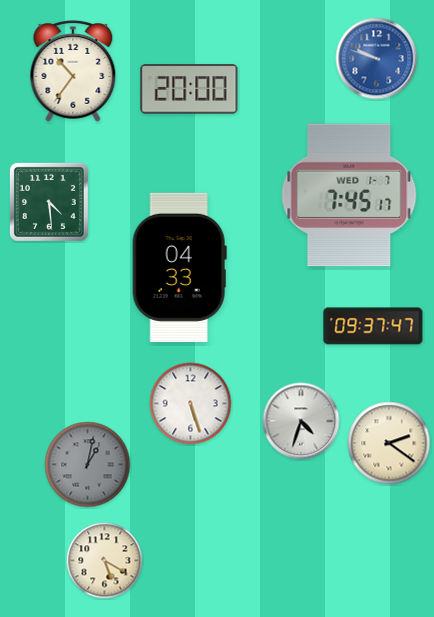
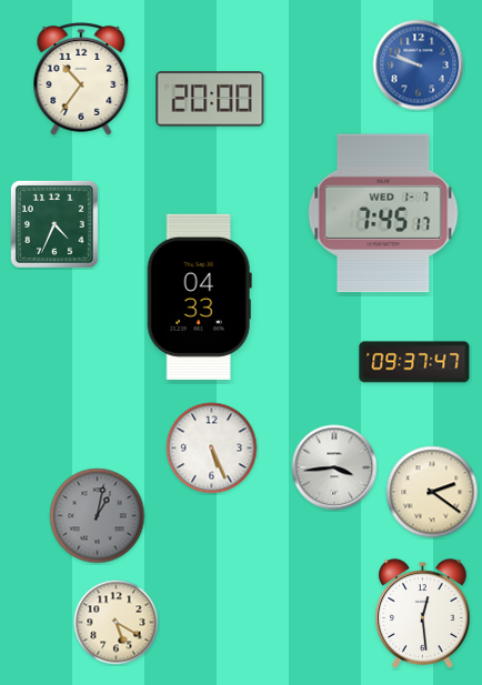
clock at (349, 195) position: (349, 195) -> (383, 213)
clock at (49, 202): 4:29 -> 4:34
clock at (191, 404): 5:27 -> 5:26
clock at (301, 421): 4:33 -> 3:44
clock at (423, 614): none -> 12:29
